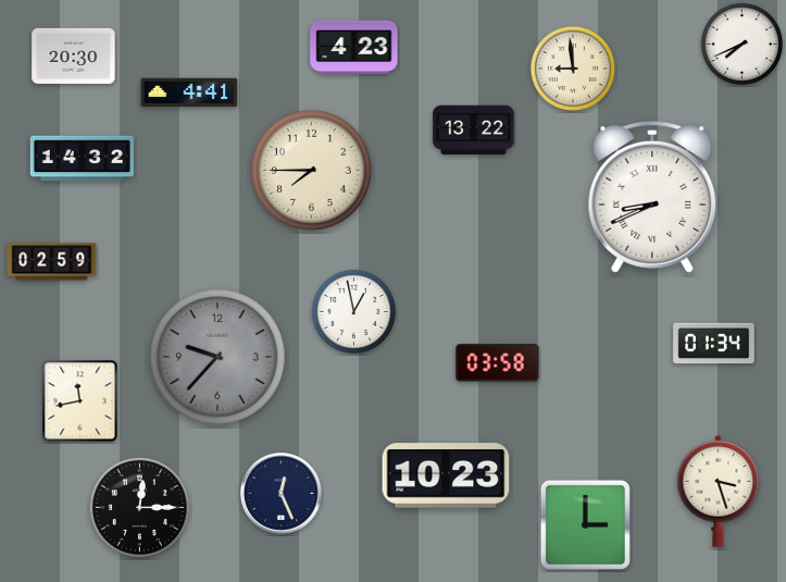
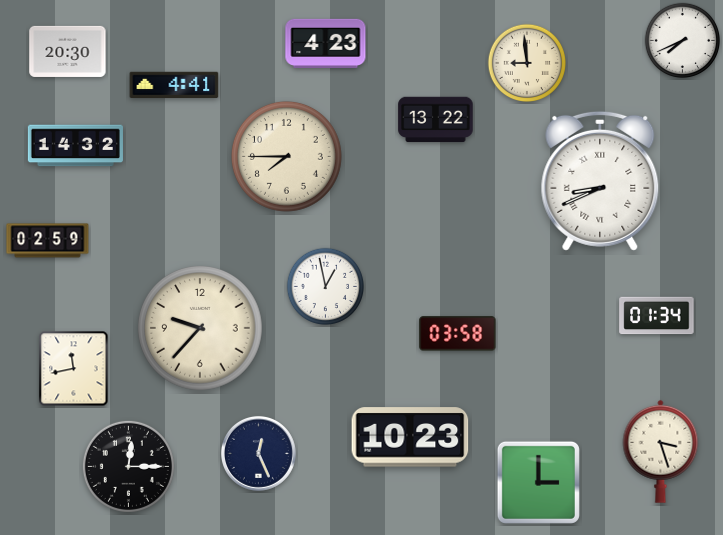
clock at (219, 358) dial: grey -> cream
